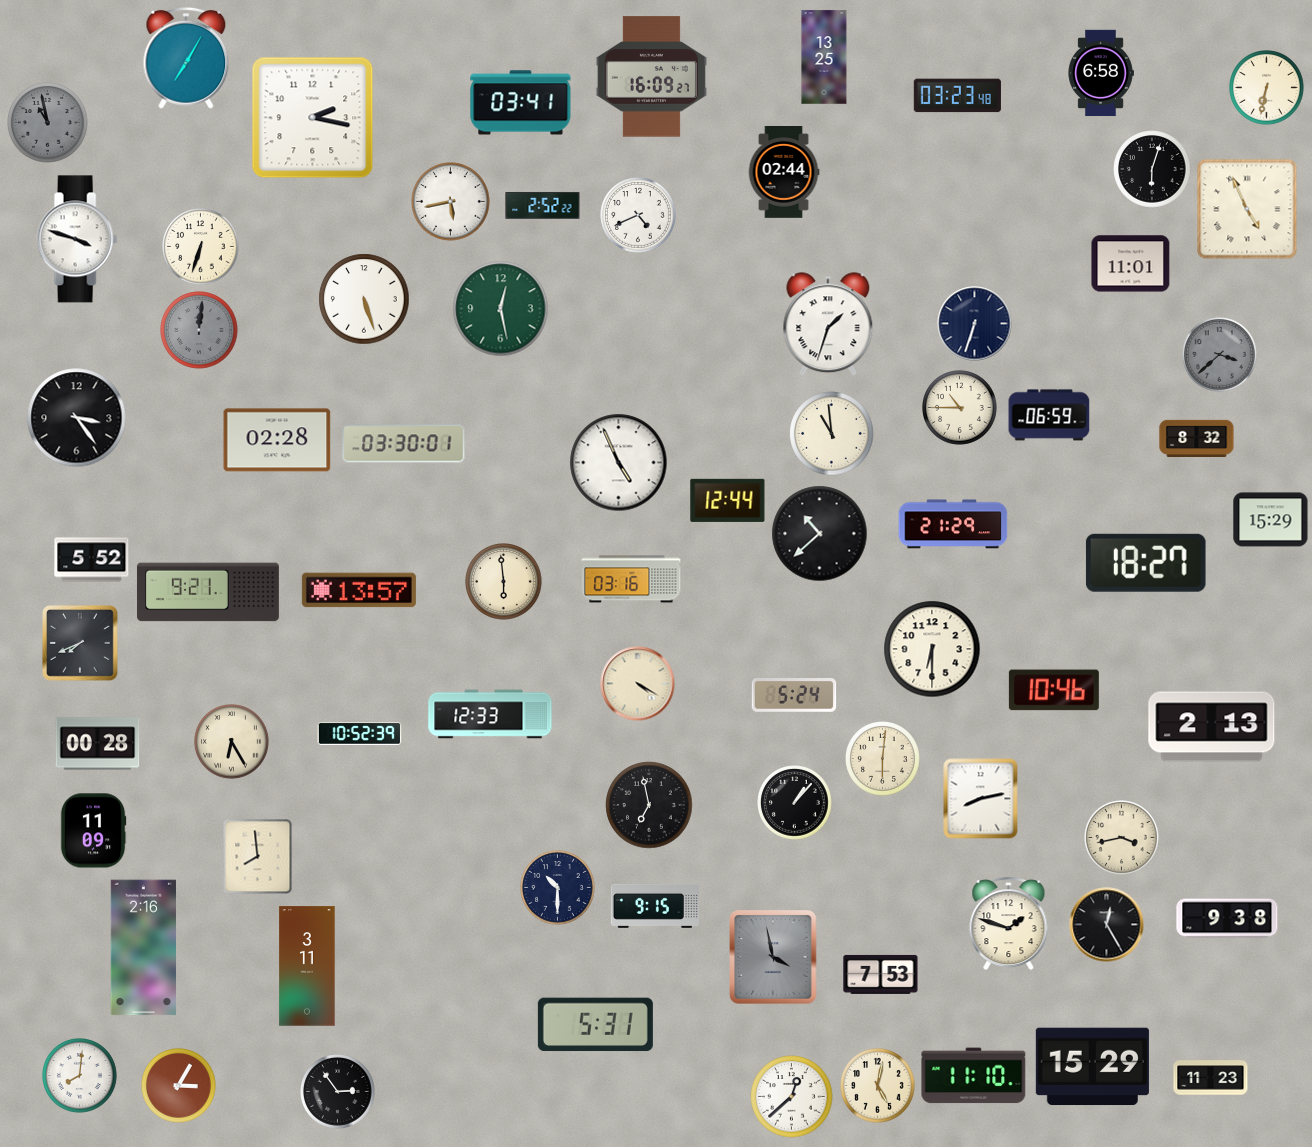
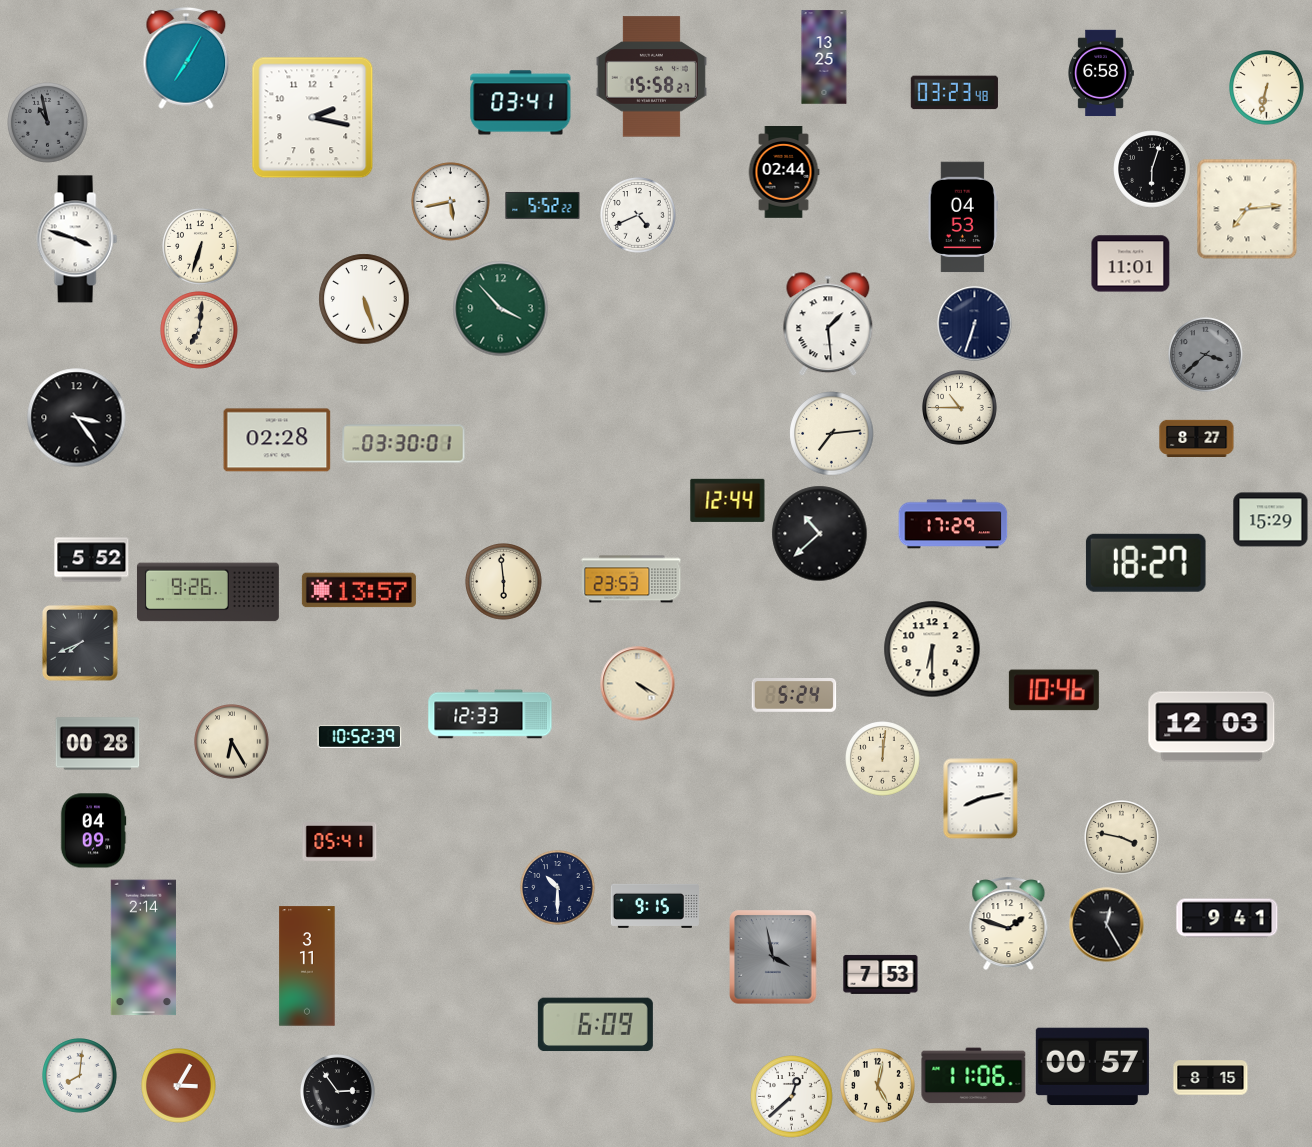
clock at (651, 77): 16:09 -> 15:58
clock at (957, 96) position: (957, 96) -> (954, 93)
clock at (543, 205): 2:52 -> 5:52
clock at (1247, 209): 4:56 -> 7:14
clock at (963, 217): none -> 04:53
clock at (501, 309): 12:28 -> 3:53
clock at (828, 325): 1:33 -> 1:29
clock at (199, 330): 12:01 -> 7:01
clock at (199, 330) dial: grey -> cream
clock at (1220, 355) position: (1220, 355) -> (1206, 355)
clock at (1049, 415): 06:59 -> none
clock at (832, 434): 10:59 -> 7:14
clock at (1197, 438): 8:32 -> 8:27
clock at (619, 463): 4:56 -> none
clock at (953, 524): 21:29 -> 17:29
clock at (631, 579): 03:16 -> 23:53
clock at (208, 592): 9:21 -> 9:26
clock at (1212, 727): 2:13 -> 12:03
clock at (360, 733) position: (360, 733) -> (360, 736)
clock at (883, 759): 6:01 -> 12:01
clock at (795, 803): 1:07 -> none
clock at (649, 805): 6:58 -> none
clock at (93, 831): 11:09 -> 04:09
clock at (1122, 838): 3:43 -> 3:47
clock at (340, 842): none -> 05:41
clock at (258, 857): 7:59 -> none
clock at (1227, 918): 9:38 -> 9:41
clock at (143, 948): 2:16 -> 2:14
clock at (595, 1025): 5:31 -> 6:09
clock at (1092, 1067): 15:29 -> 00:57
clock at (974, 1076): 11:10 -> 11:06
clock at (1211, 1078): 11:23 -> 8:15
